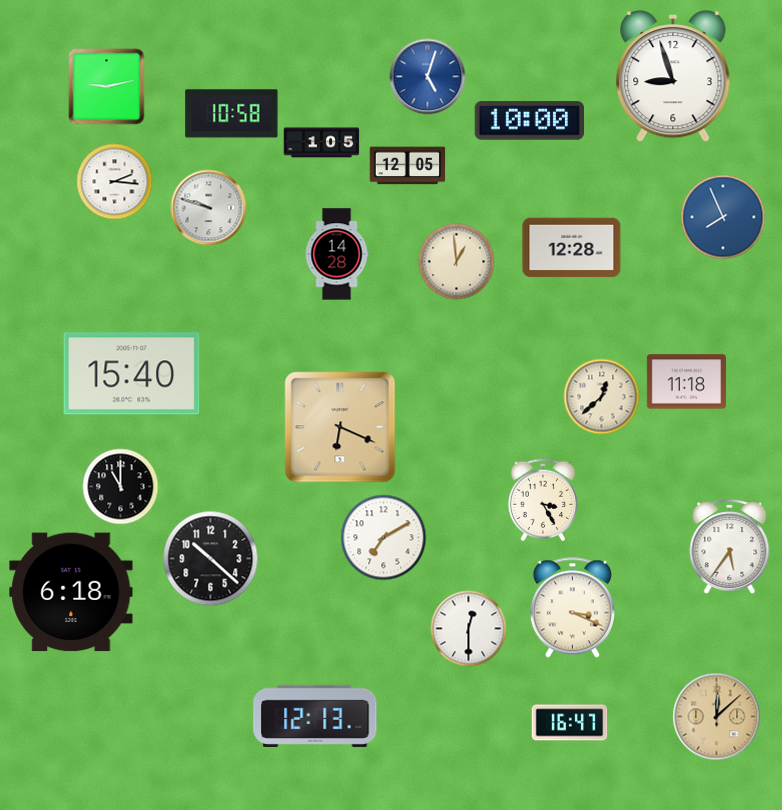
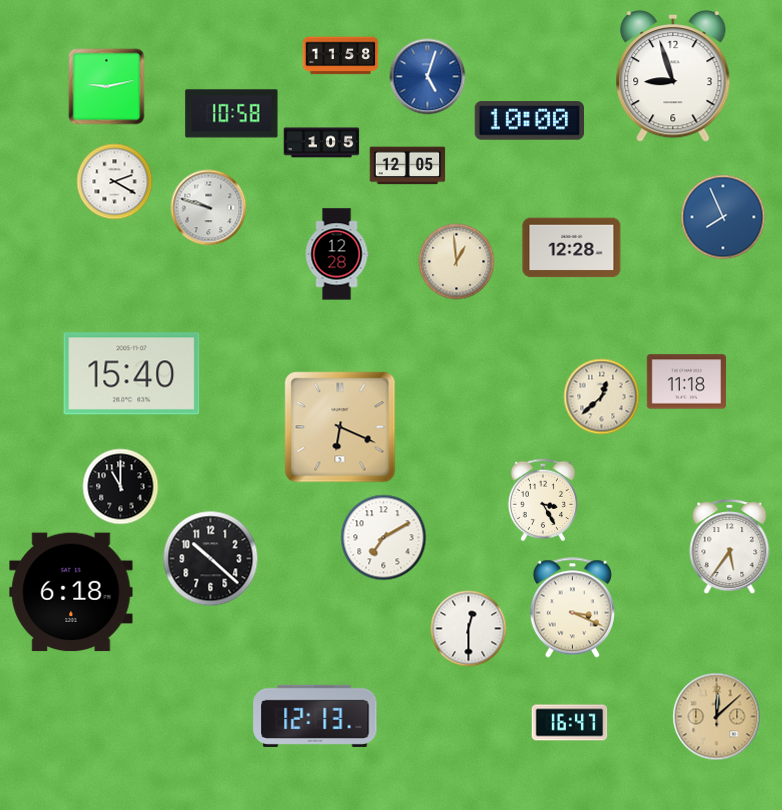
clock at (341, 56): none -> 11:58
clock at (115, 182): 2:16 -> 2:20
clock at (337, 254): 14:28 -> 12:28
